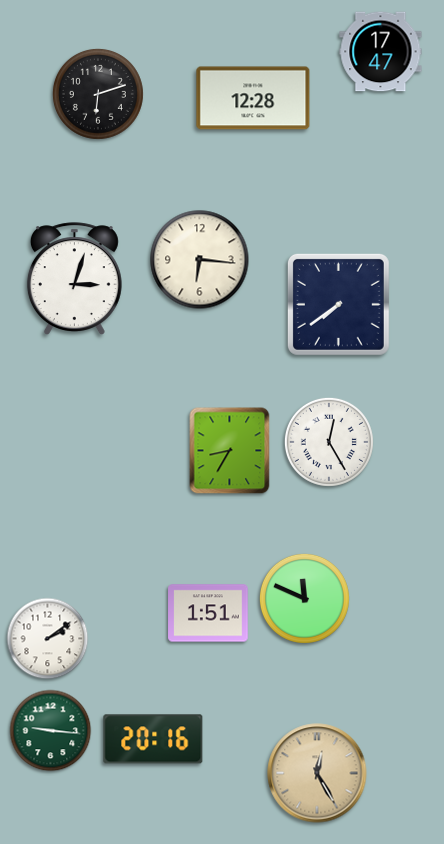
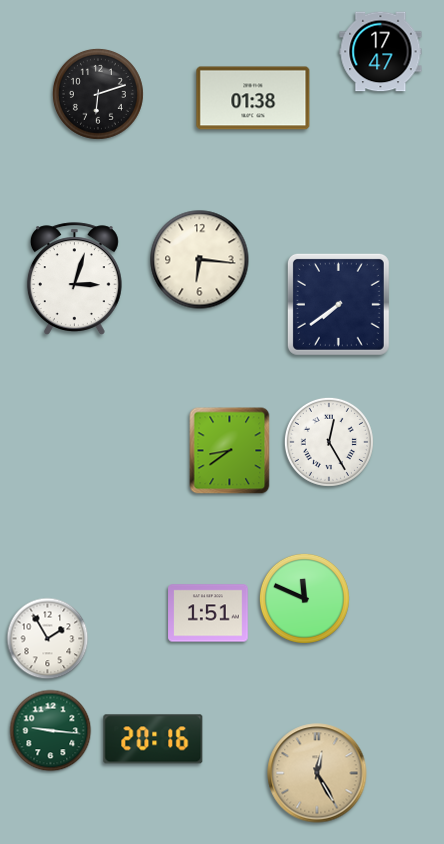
clock at (253, 98): 12:28 -> 01:38
clock at (230, 451): 8:35 -> 8:39
clock at (48, 639): 2:09 -> 1:55
